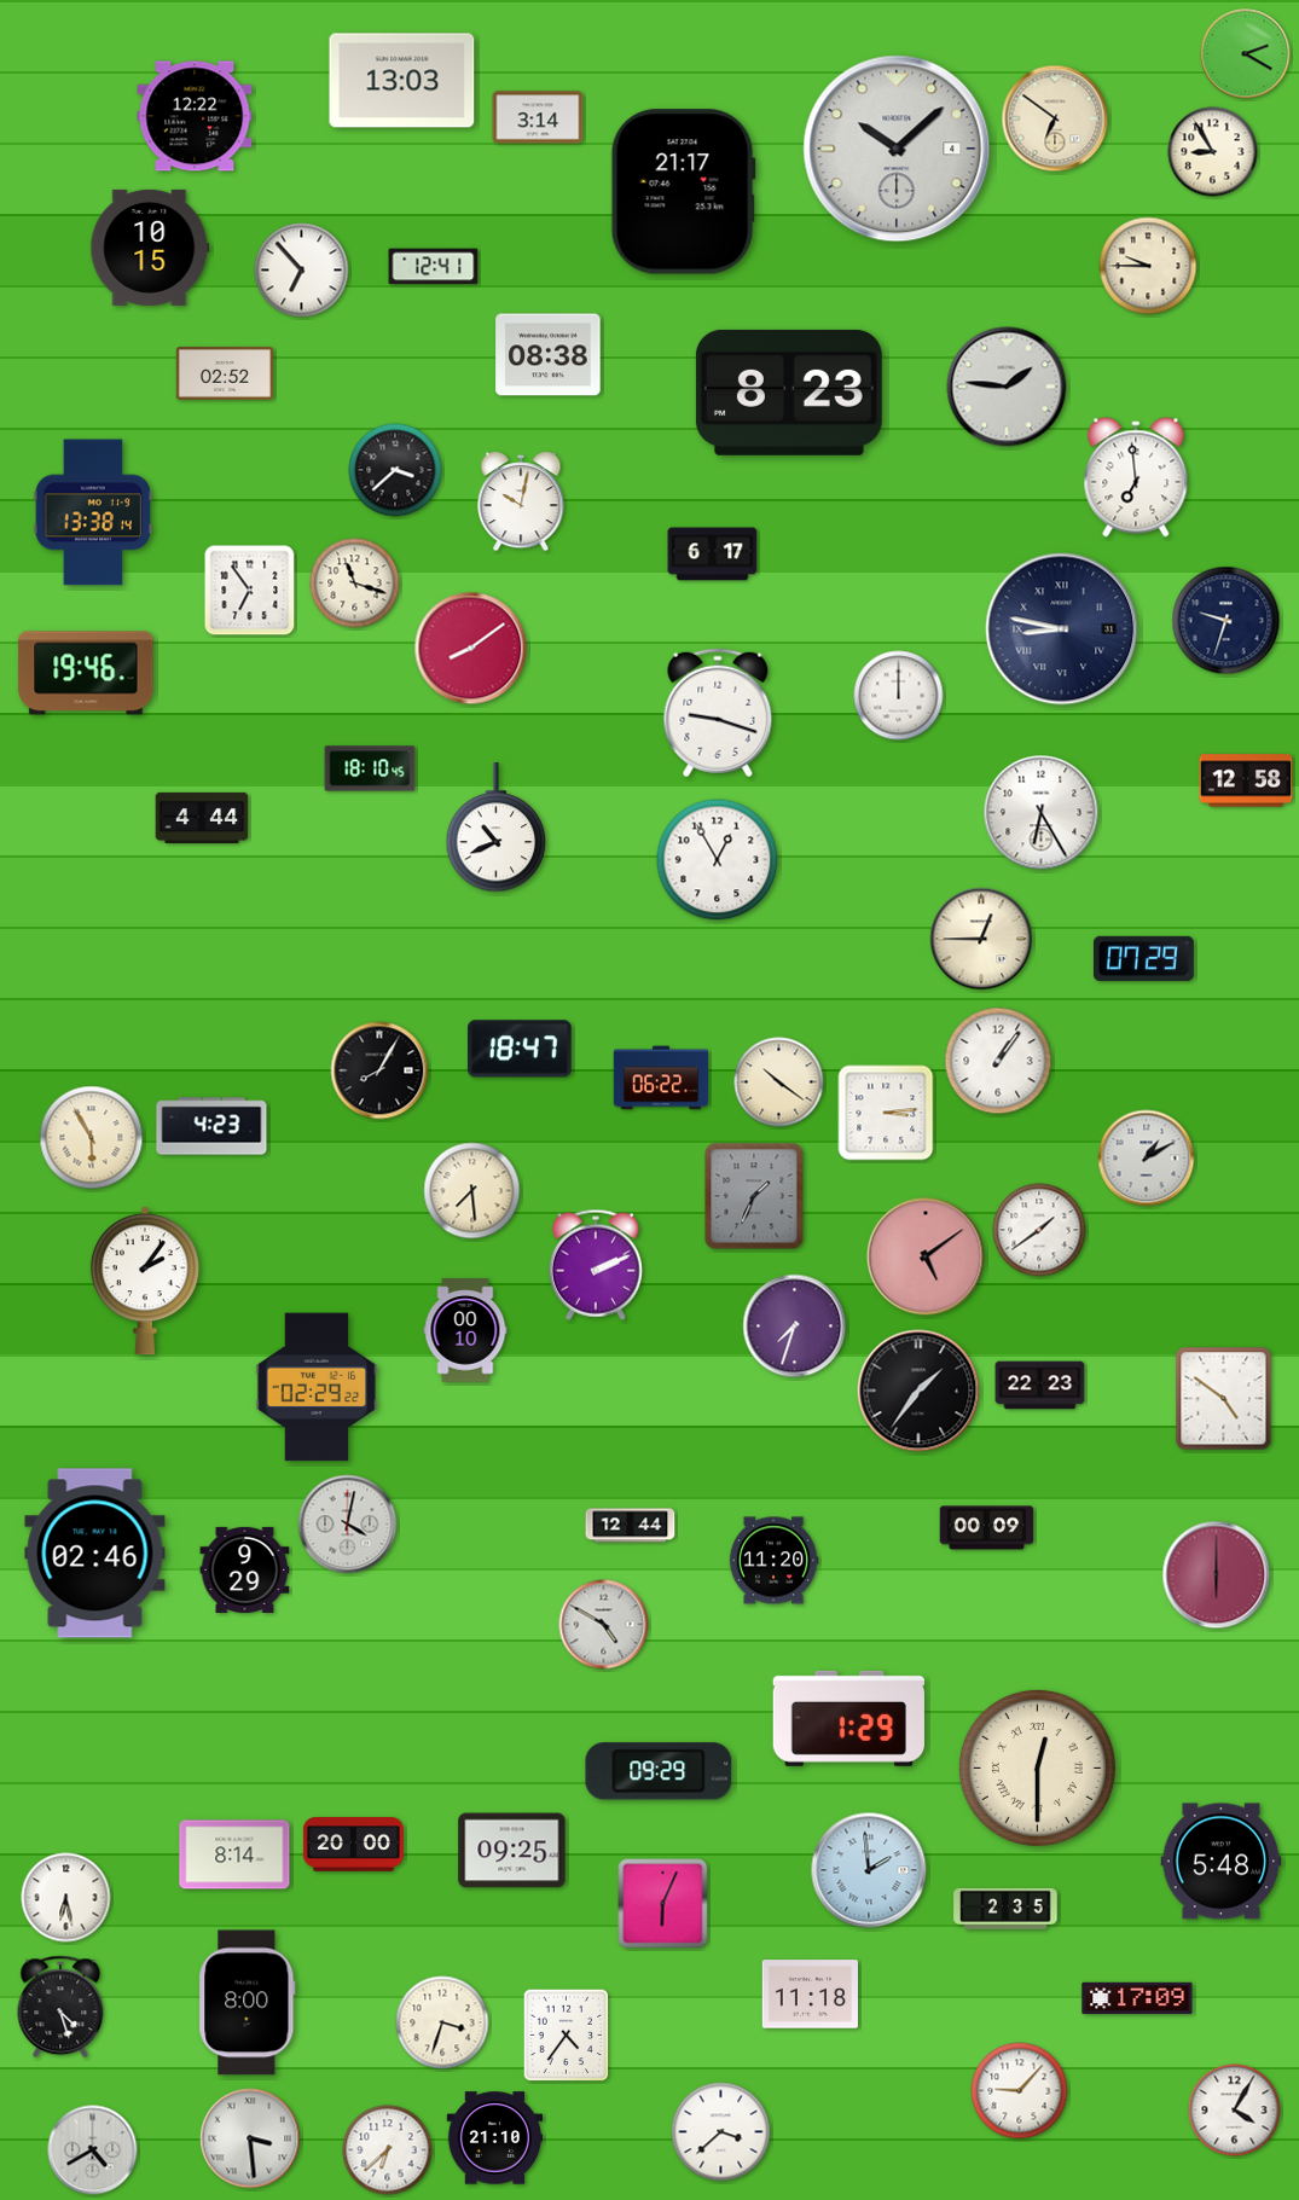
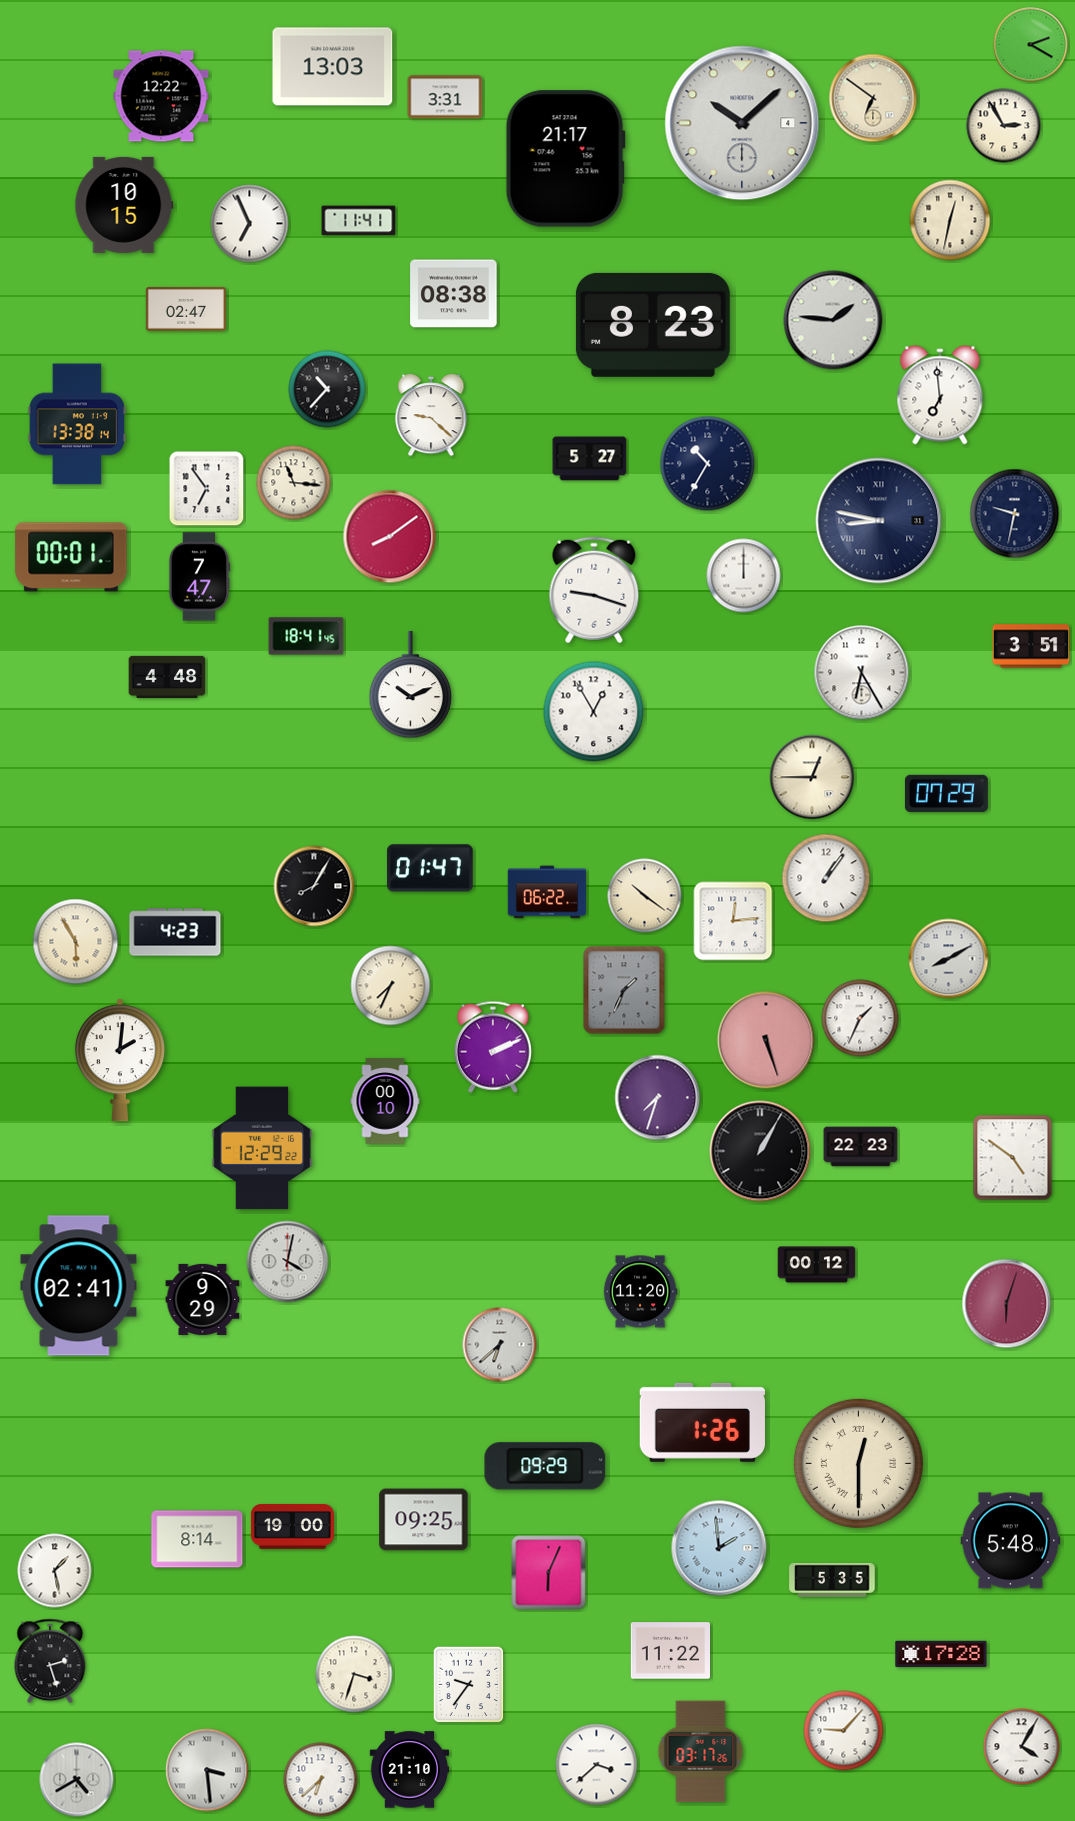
clock at (538, 117): 3:14 -> 3:31
clock at (1213, 152): 8:55 -> 2:55
clock at (1148, 266): 9:45 -> 12:32
clock at (434, 267): 12:41 -> 11:41
clock at (302, 271): 6:53 -> 6:56
clock at (225, 375): 02:52 -> 02:47
clock at (395, 470): 3:38 -> 10:37
clock at (521, 501): 10:02 -> 9:22
clock at (713, 555): 6:17 -> 5:27
clock at (708, 464): none -> 10:35
clock at (355, 584): 11:18 -> 11:16
clock at (1226, 621): 9:33 -> 9:32
clock at (86, 673): 19:46 -> 00:01
clock at (199, 577): none -> 7:47
clock at (370, 768): 18:10 -> 18:41
clock at (1246, 780): 12:58 -> 3:51
clock at (202, 818): 4:44 -> 4:48
clock at (497, 828): 10:41 -> 10:11
clock at (520, 1049): 18:47 -> 01:47
clock at (886, 1113): 3:14 -> 12:14
clock at (1147, 1159): 1:10 -> 8:10
clock at (472, 1191): 7:29 -> 7:34
clock at (1039, 1230): 1:39 -> 1:34
clock at (926, 1256): 5:09 -> 5:27
clock at (145, 1281): 2:06 -> 2:01
clock at (317, 1387): 02:29 -> 12:29
clock at (918, 1391): 1:36 -> 1:05
clock at (631, 1526): 12:44 -> none
clock at (987, 1528): 00:09 -> 00:12
clock at (95, 1554): 02:46 -> 02:41
clock at (1217, 1575): 6:00 -> 6:03
clock at (604, 1625): 4:50 -> 6:38
clock at (848, 1718): 1:29 -> 1:26
clock at (353, 1845): 20:00 -> 19:00
clock at (512, 1851) position: (512, 1851) -> (424, 1520)
clock at (234, 1854) position: (234, 1854) -> (197, 1539)
clock at (66, 1898): 6:28 -> 1:28
clock at (663, 1904) position: (663, 1904) -> (549, 1573)
clock at (1005, 1909): 2:35 -> 5:35
clock at (811, 1995): 11:18 -> 11:22
clock at (1137, 1998): 17:09 -> 17:28
clock at (248, 2003): 8:00 -> none
clock at (60, 2007): 4:27 -> 2:27
clock at (442, 2022) position: (442, 2022) -> (354, 1674)
clock at (567, 2036): 4:36 -> 9:36
clock at (701, 1752): none -> 03:17
